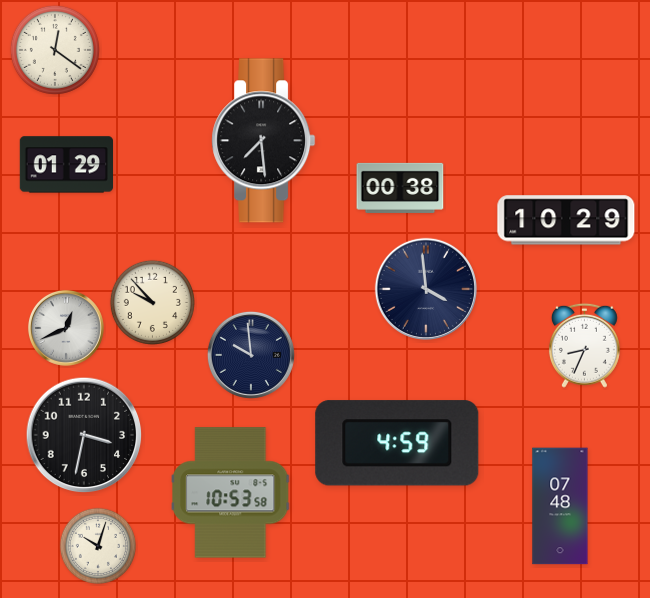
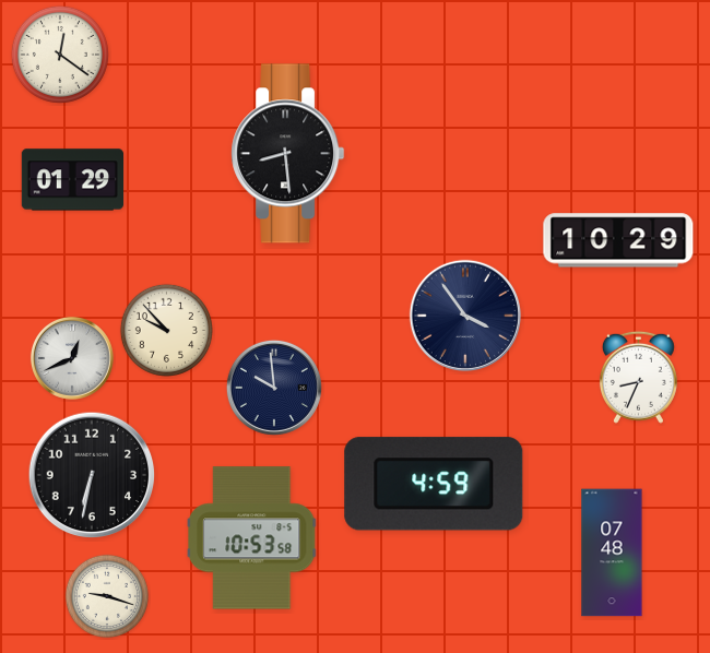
clock at (264, 141): 7:29 -> 8:29
clock at (400, 188): 00:38 -> none
clock at (425, 288): 3:59 -> 3:54
clock at (84, 435): 3:32 -> 6:32
clock at (98, 546): 10:03 -> 9:18
